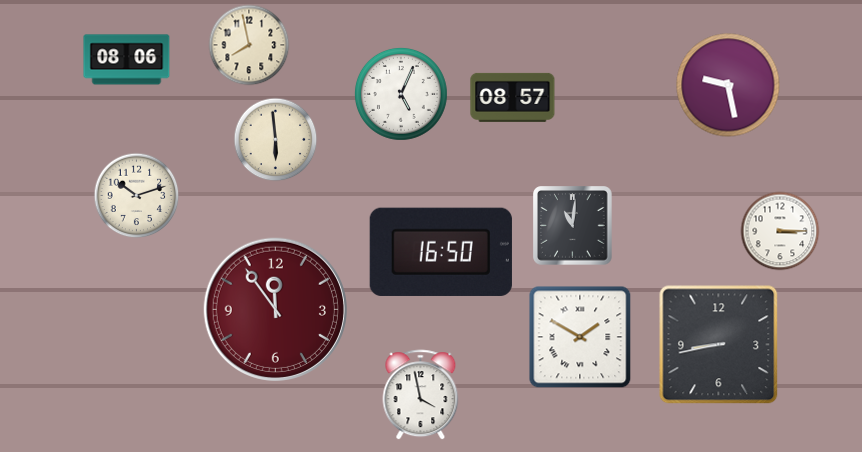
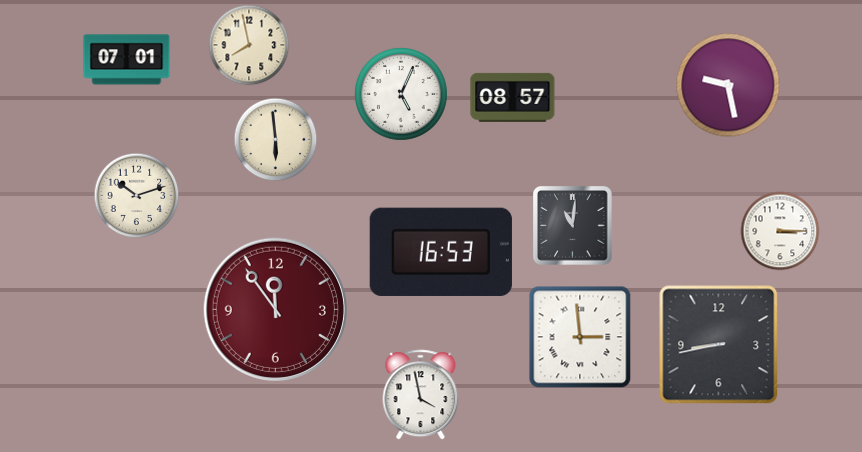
clock at (127, 60): 08:06 -> 07:01
clock at (441, 252): 16:50 -> 16:53
clock at (580, 337): 1:50 -> 2:59
